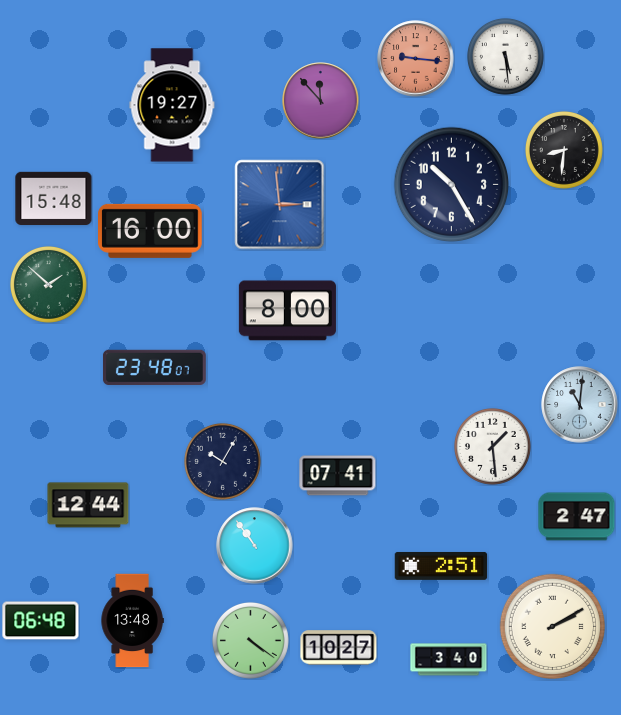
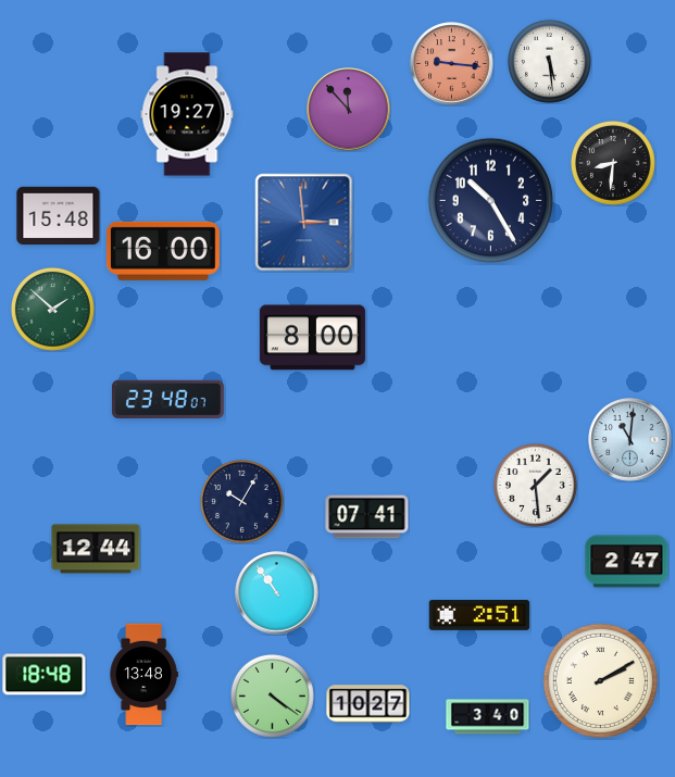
clock at (41, 621): 06:48 -> 18:48
